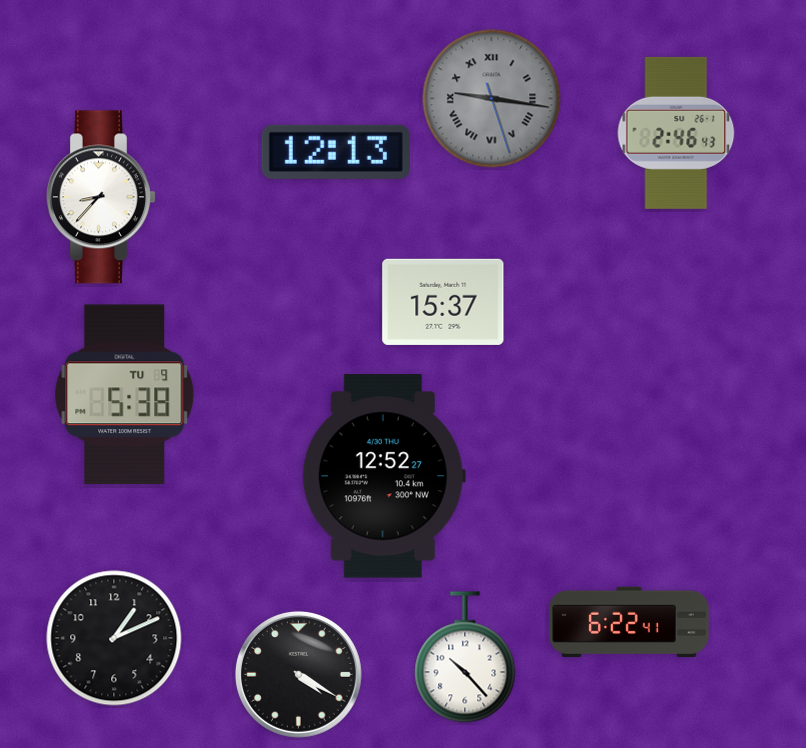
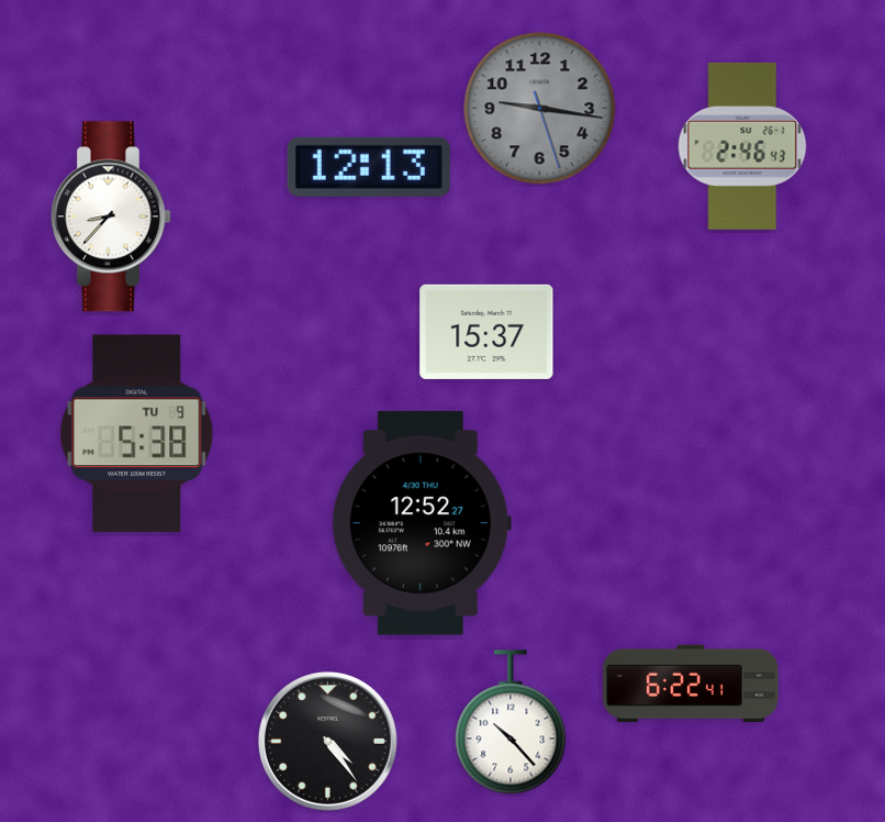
clock at (492, 99) numerals: Roman -> Arabic
clock at (114, 638): 1:11 -> none
clock at (298, 674): 4:20 -> 4:24
